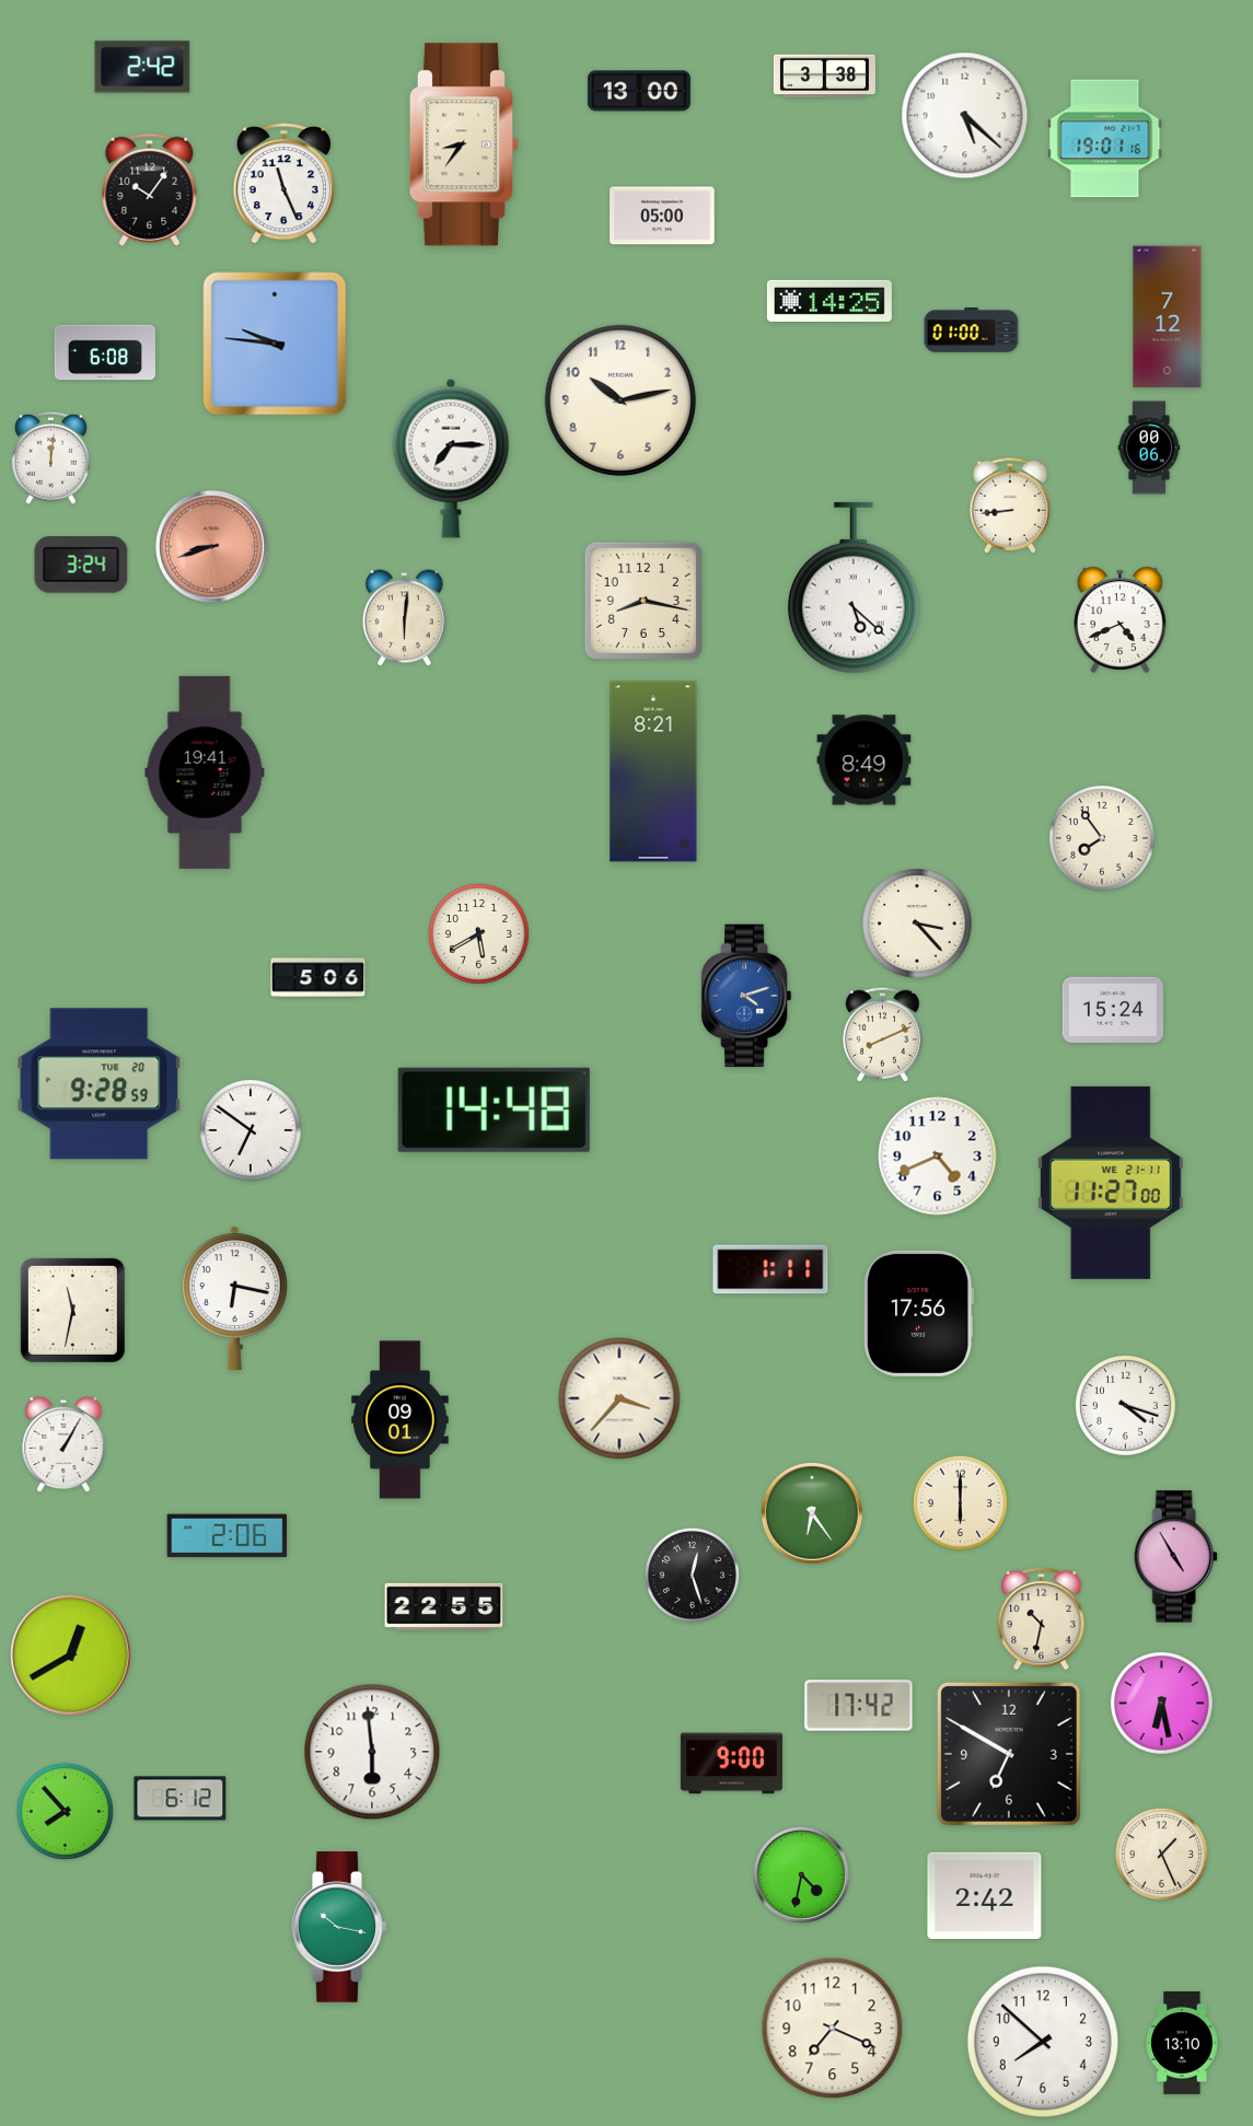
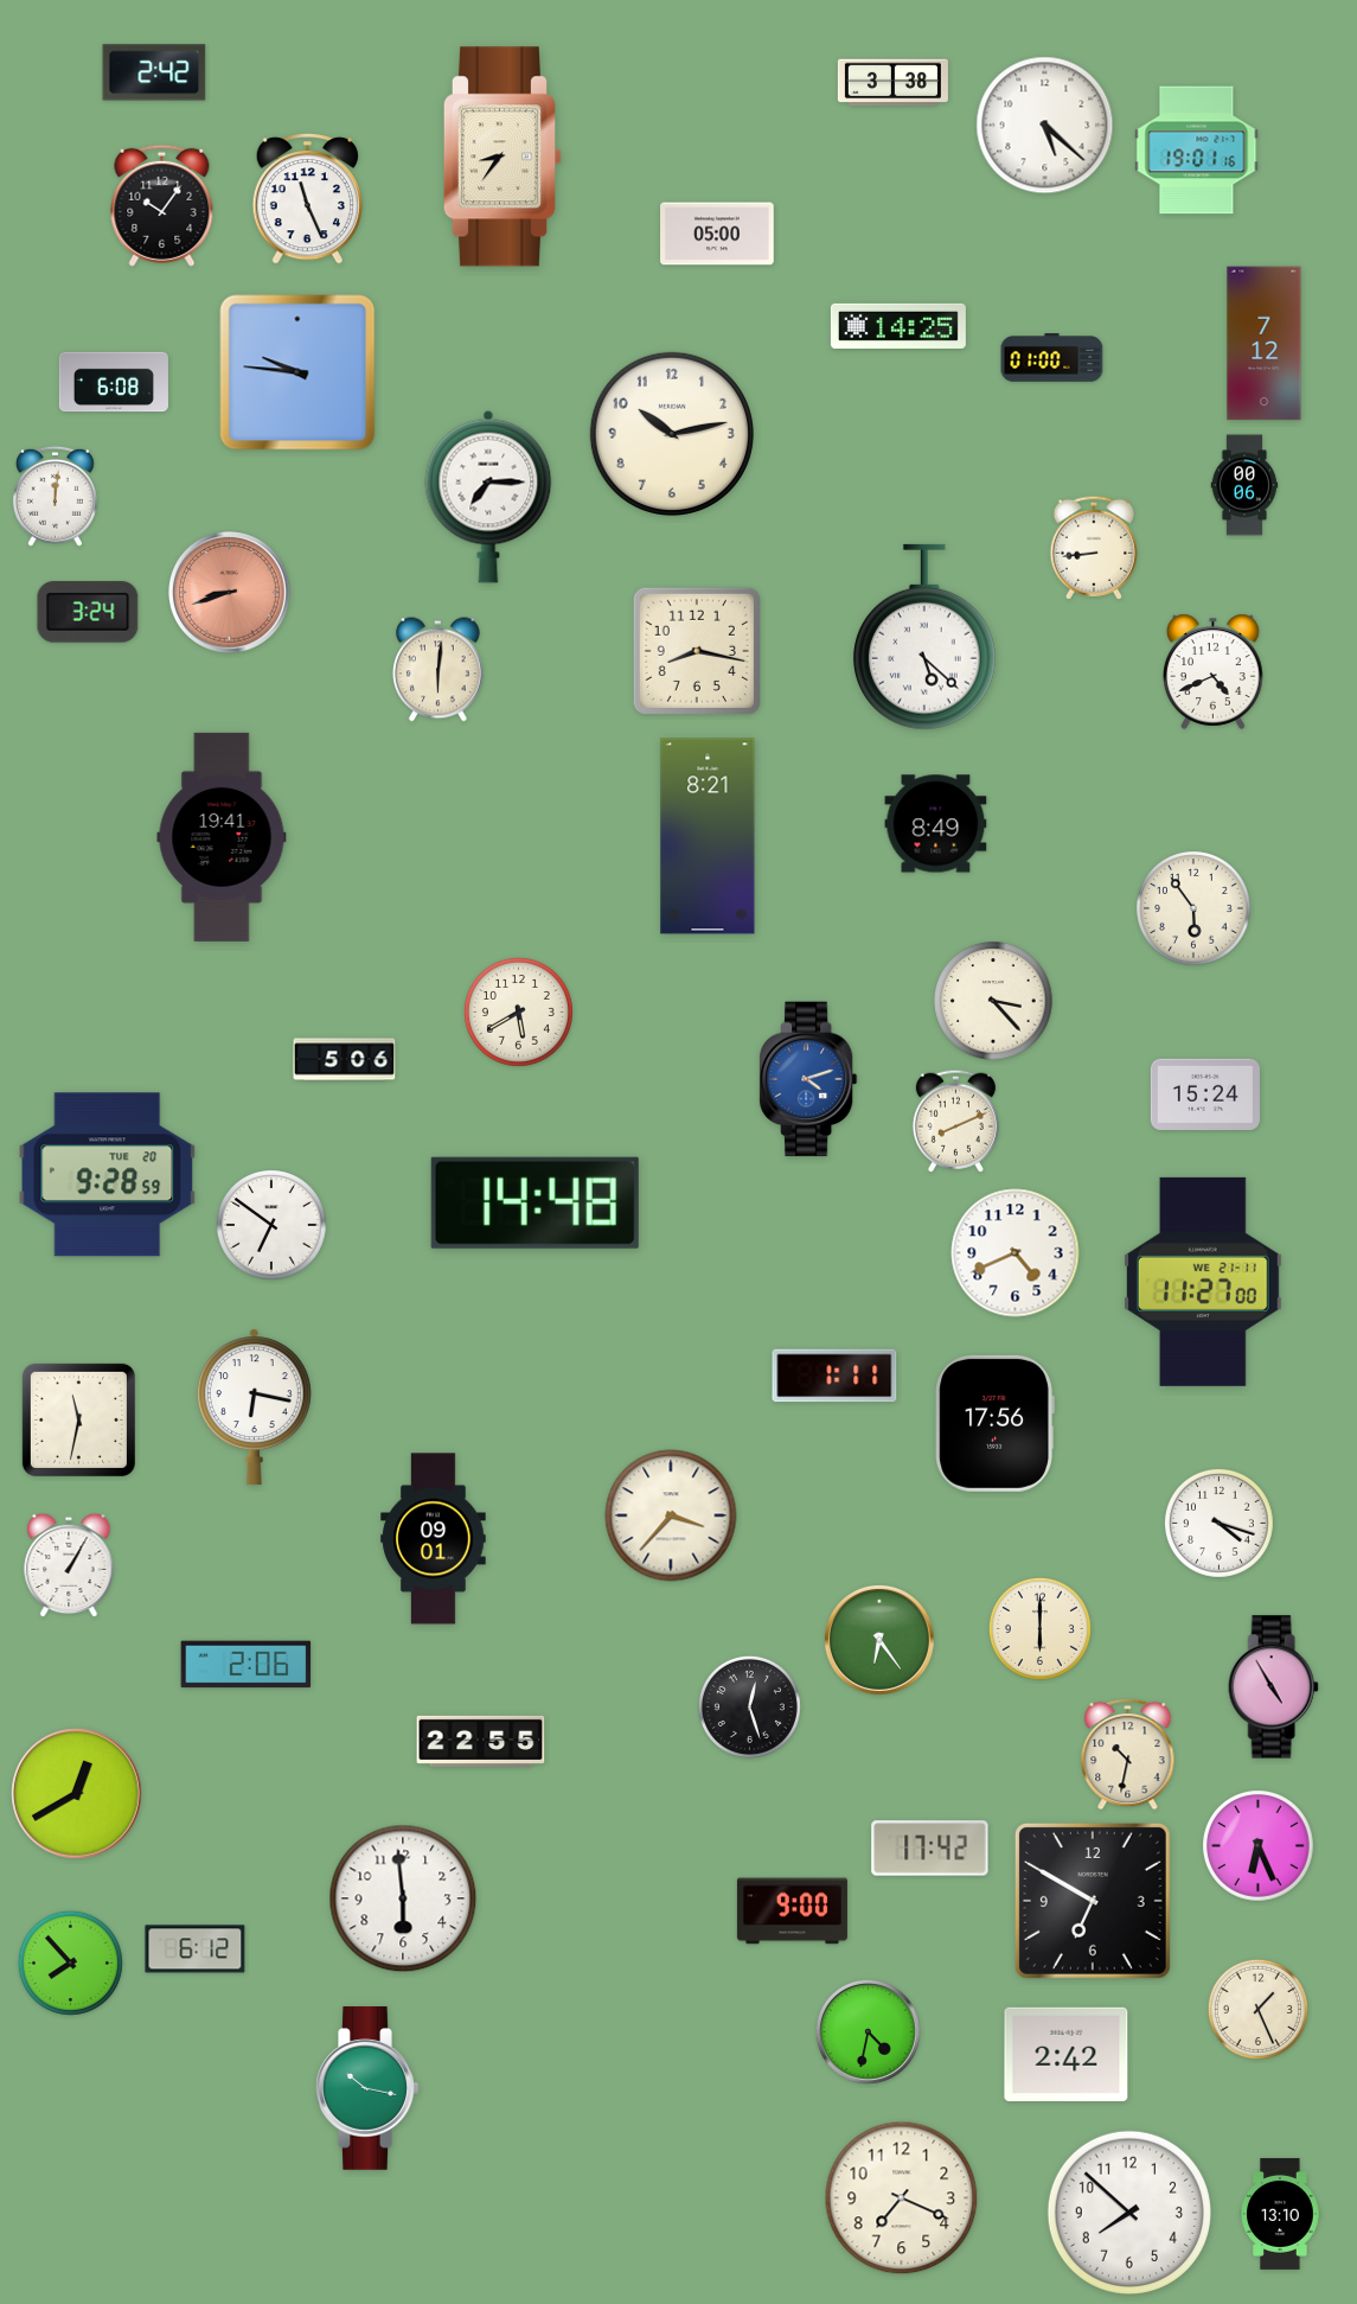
clock at (639, 91): 13:00 -> none
clock at (1102, 838): 7:54 -> 5:54
clock at (1162, 1704): 6:28 -> 6:26
